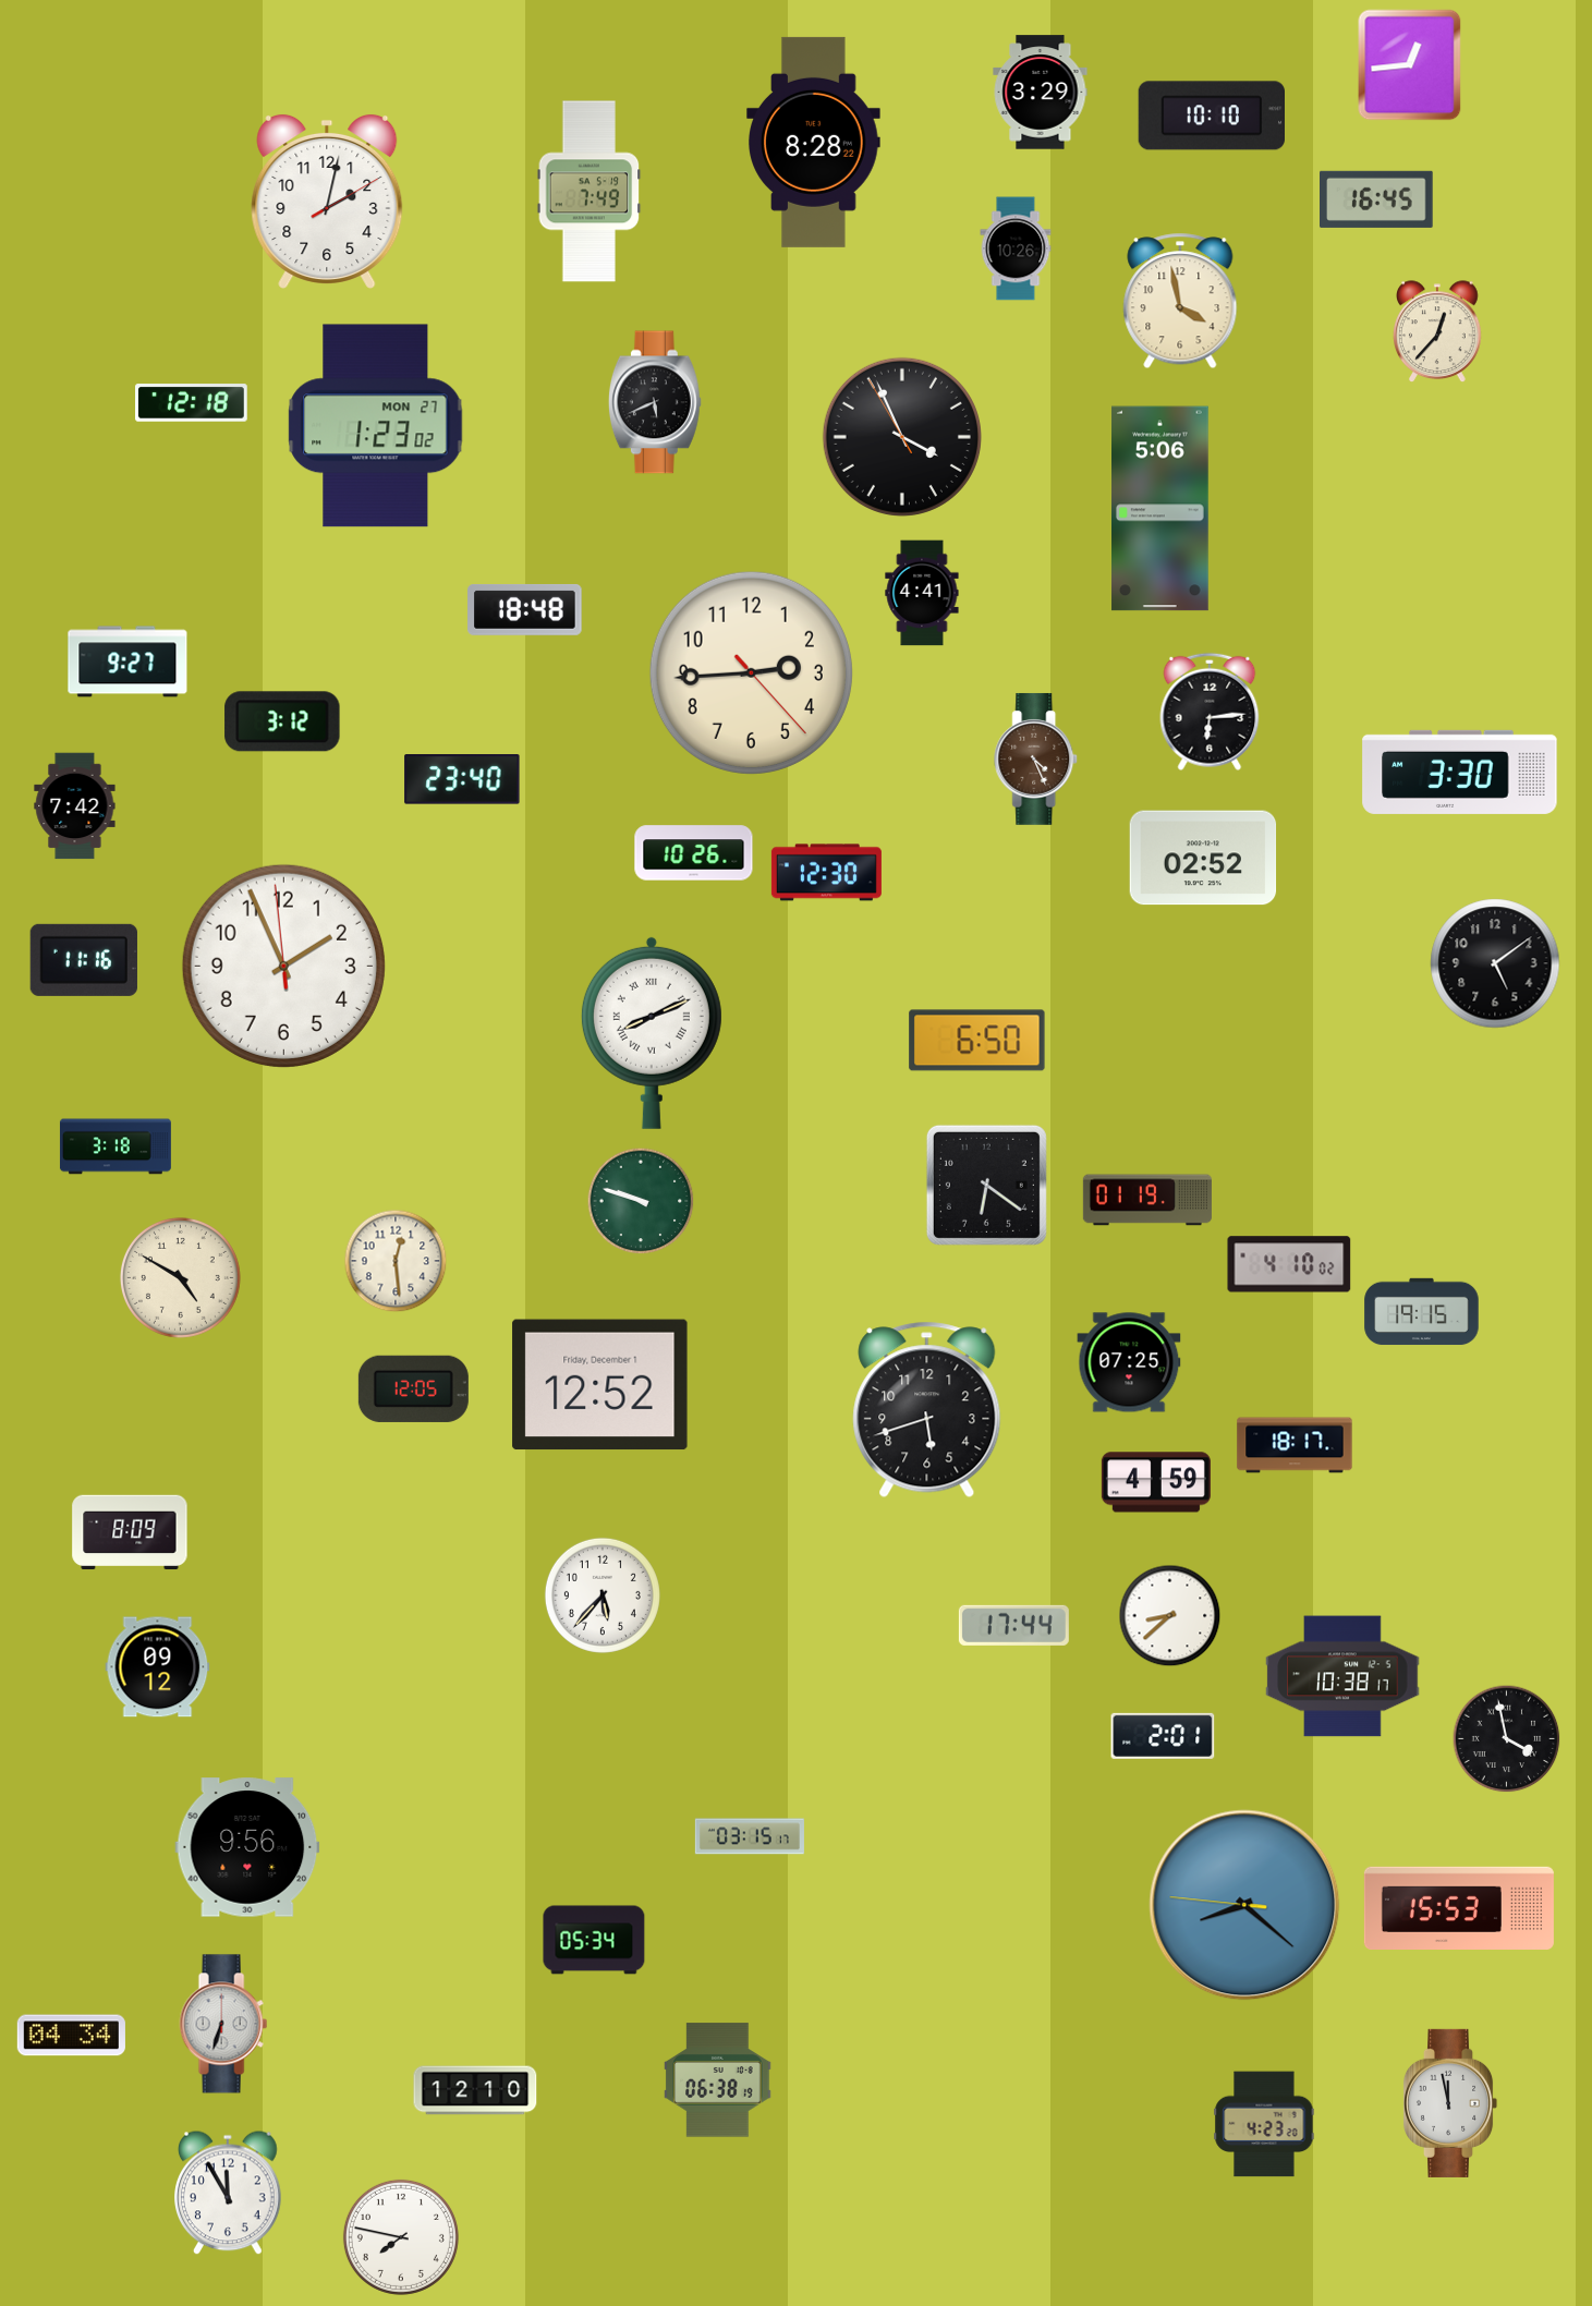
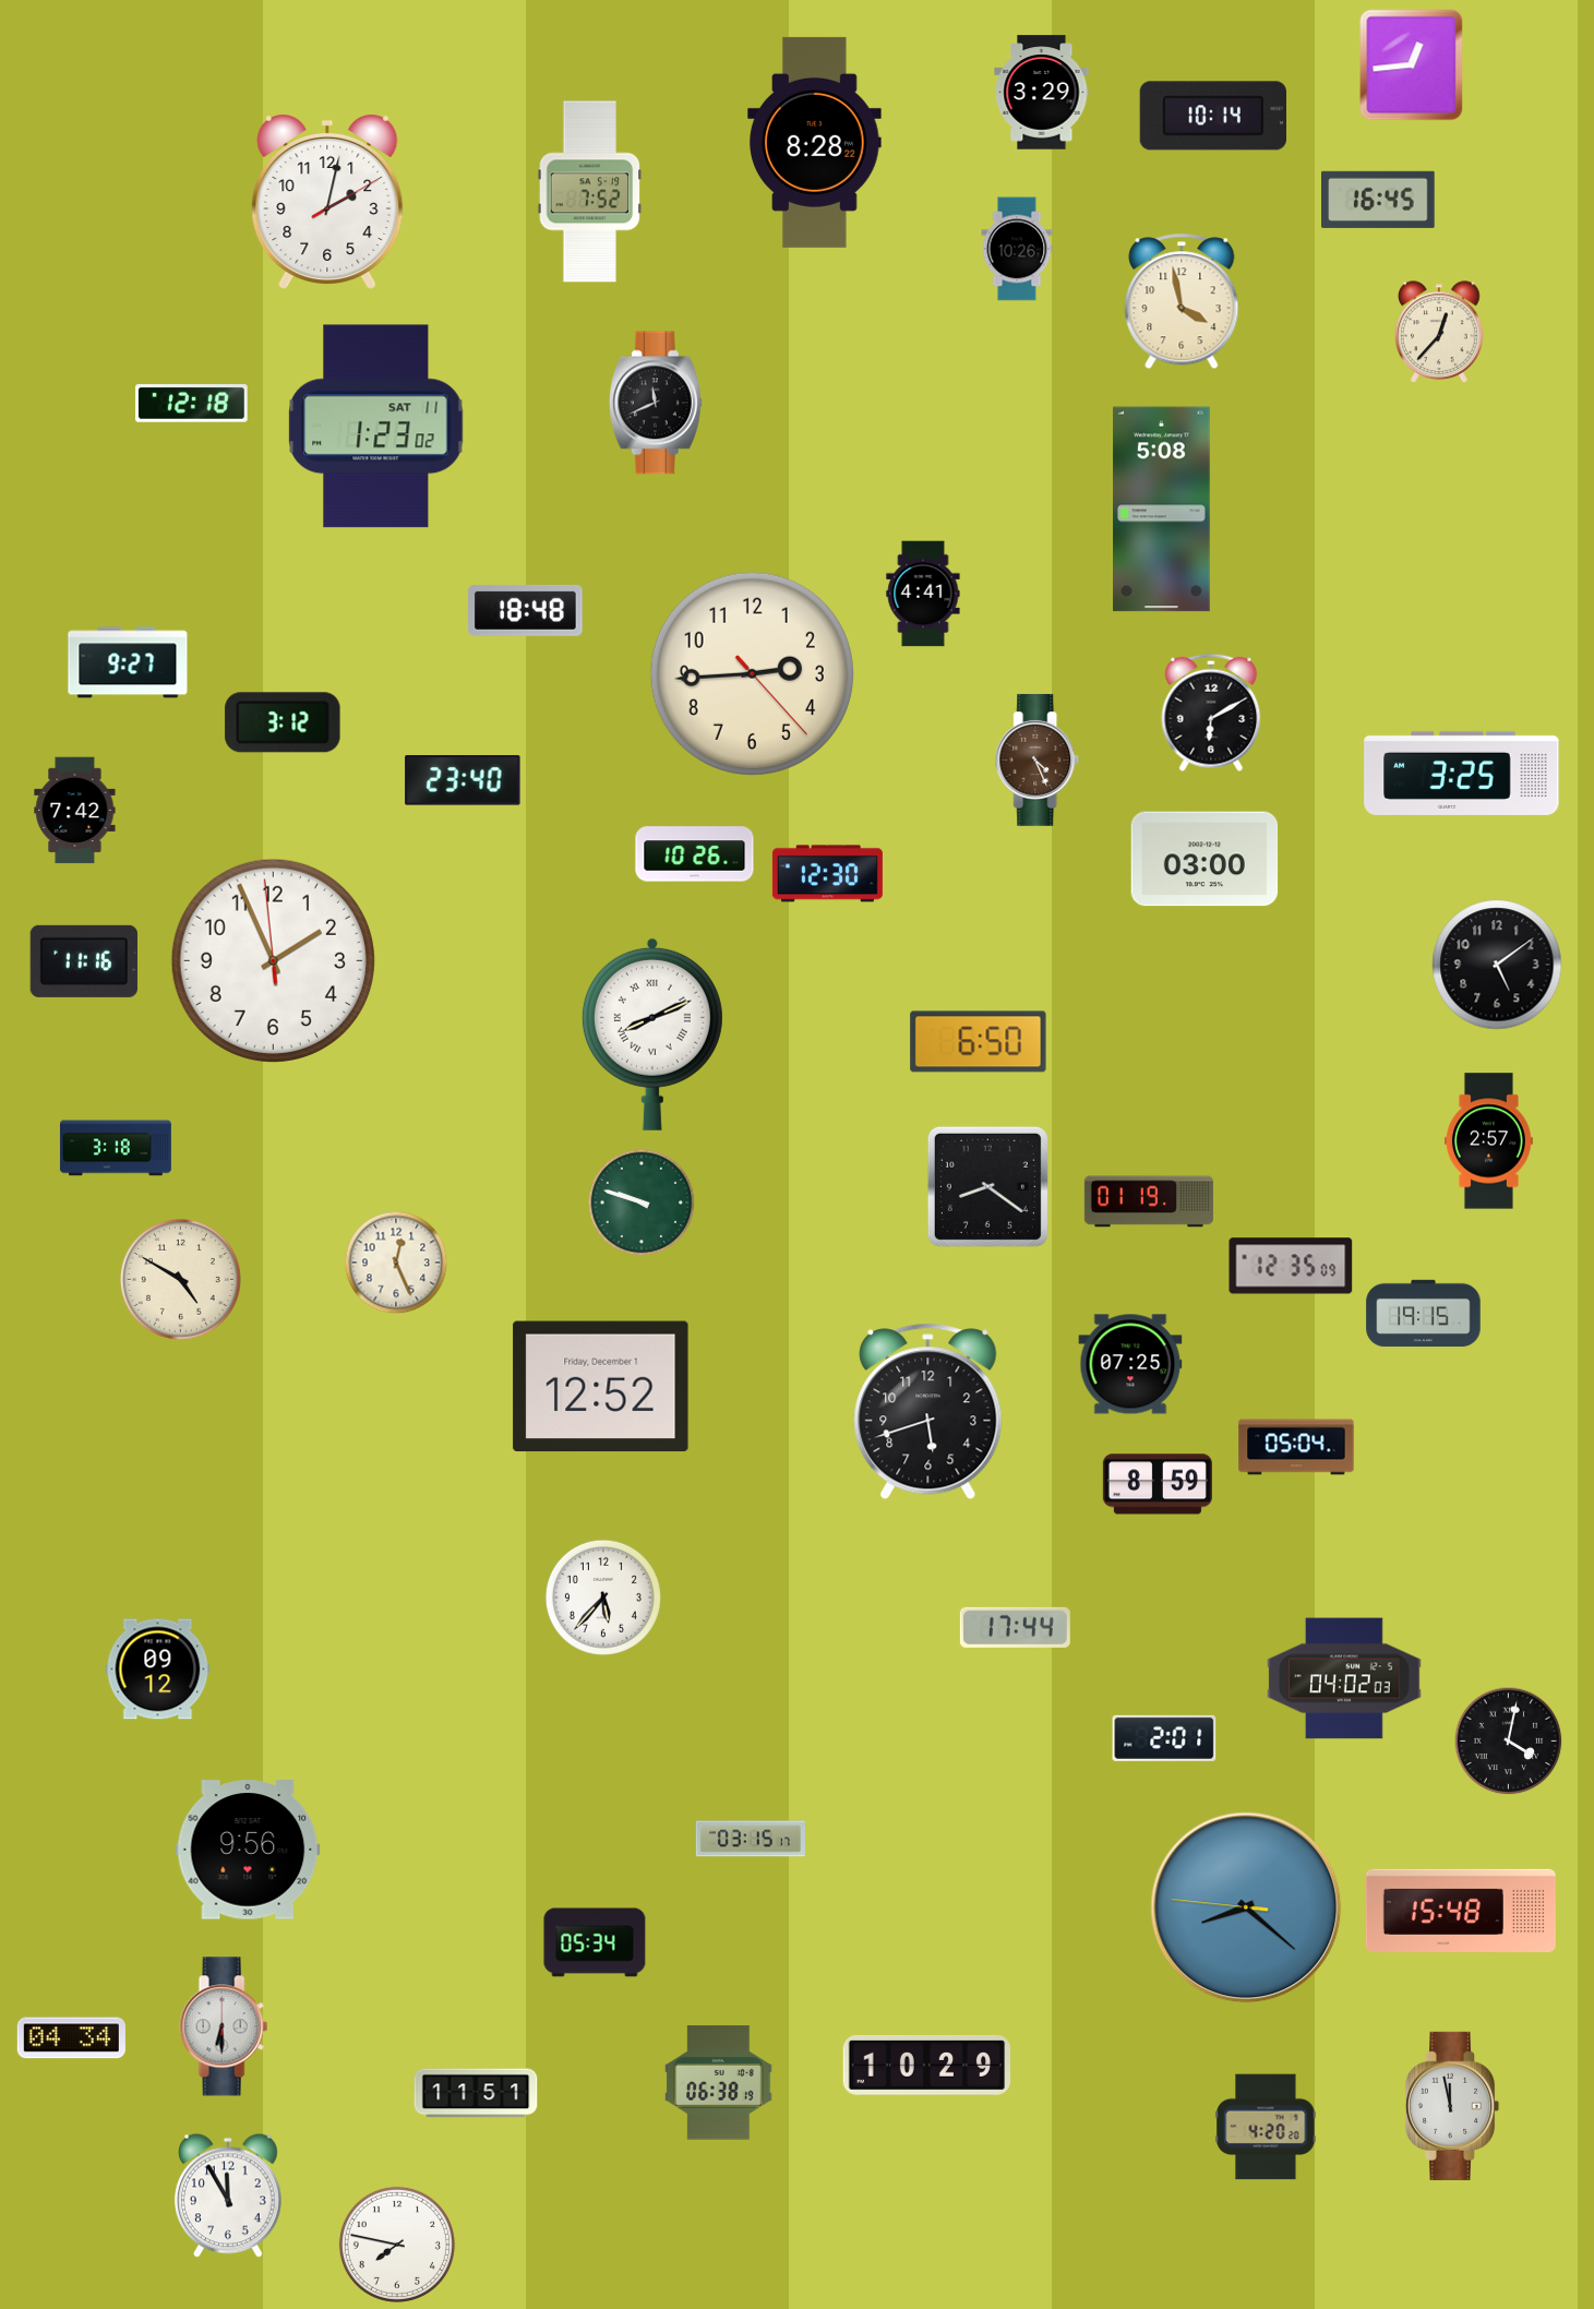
clock at (1211, 116): 10:10 -> 10:14
clock at (590, 192): 7:49 -> 7:52
clock at (655, 402): 5:41 -> 11:41
clock at (376, 426) date: MON 27 -> SAT 11
clock at (902, 437): 3:55 -> none
clock at (1160, 509): 5:06 -> 5:08
clock at (1210, 712): 6:14 -> 6:10
clock at (1460, 772): 3:30 -> 3:25
clock at (75, 806) position: (75, 806) -> (75, 811)
clock at (1203, 858): 02:52 -> 03:00
clock at (283, 966) position: (283, 966) -> (273, 960)
clock at (1488, 1141): none -> 2:57
clock at (986, 1185): 6:21 -> 8:21
clock at (396, 1261): 12:29 -> 12:26
clock at (1289, 1264): 4:10 -> 12:35
clock at (413, 1388): 12:05 -> none
clock at (1295, 1445): 18:17 -> 05:04
clock at (1156, 1482): 4:59 -> 8:59
clock at (130, 1532): 8:09 -> none
clock at (1170, 1616): 8:38 -> none
clock at (1342, 1676): 10:38 -> 04:02
clock at (1507, 1739): 3:58 -> 4:02
clock at (1459, 1907): 15:53 -> 15:48
clock at (223, 2024): 6:33 -> 6:30
clock at (926, 2066): none -> 10:29
clock at (475, 2090): 12:10 -> 11:51
clock at (1264, 2124): 4:23 -> 4:20
clock at (401, 2237) position: (401, 2237) -> (397, 2245)
